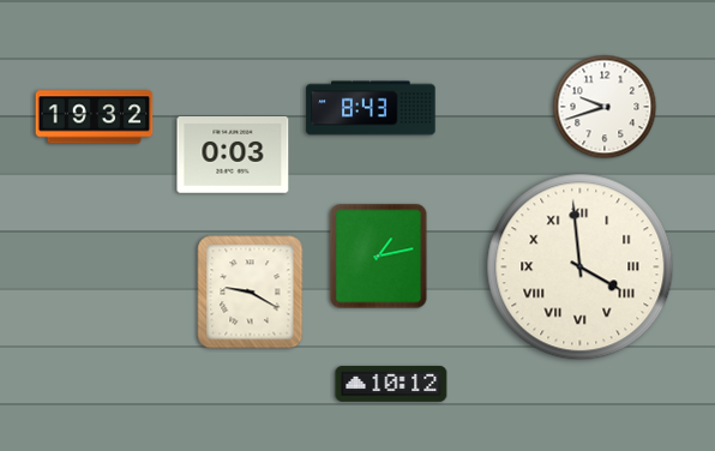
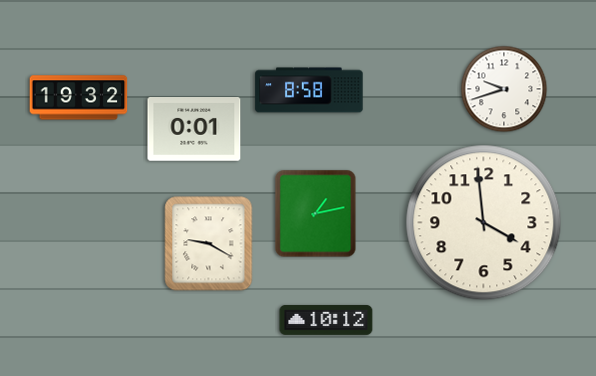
clock at (371, 108): 8:43 -> 8:58
clock at (233, 156): 0:03 -> 0:01
clock at (581, 267) numerals: Roman -> Arabic
